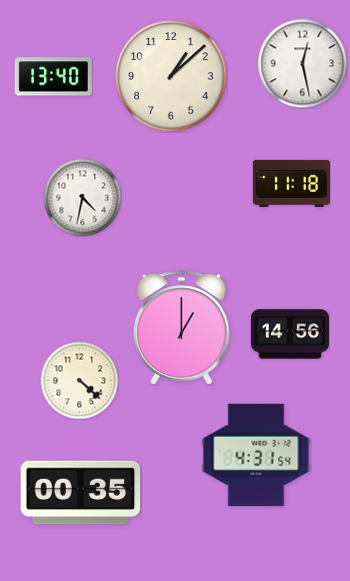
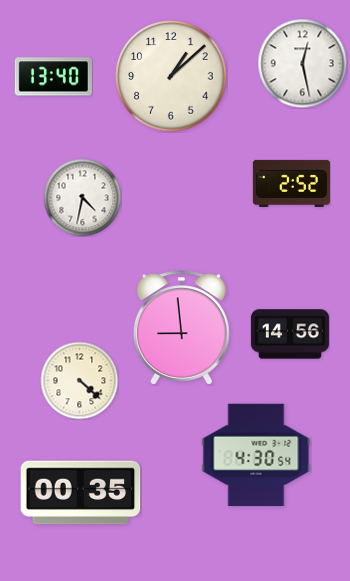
clock at (291, 183): 11:18 -> 2:52
clock at (181, 328): 1:00 -> 8:59
clock at (256, 455): 4:31 -> 4:30
